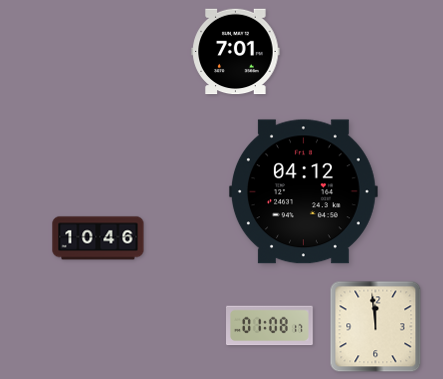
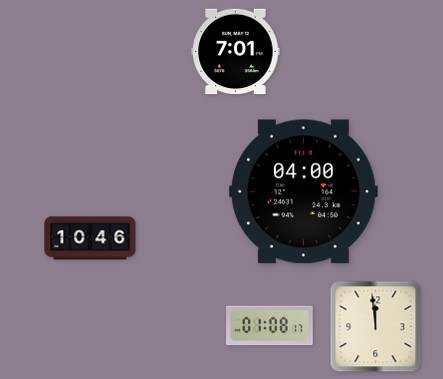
clock at (303, 192): 04:12 -> 04:00
clock at (98, 238) position: (98, 238) -> (90, 238)
